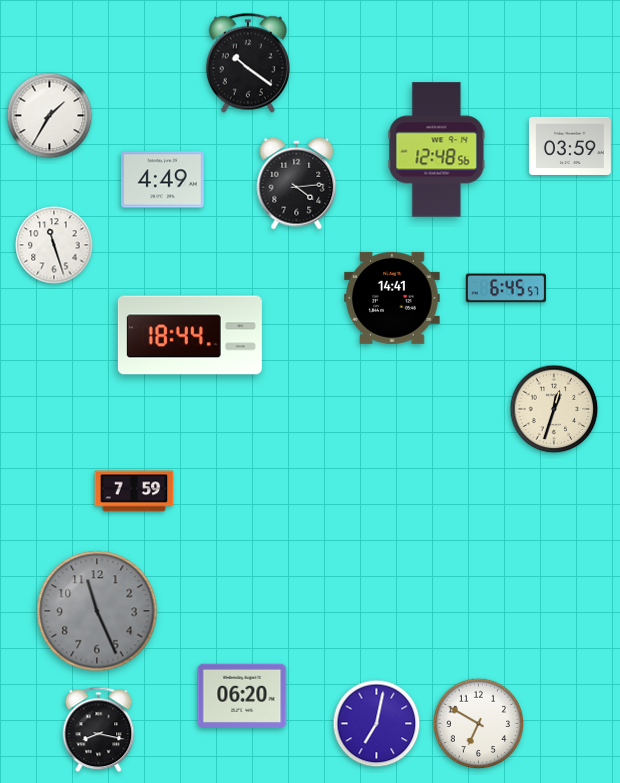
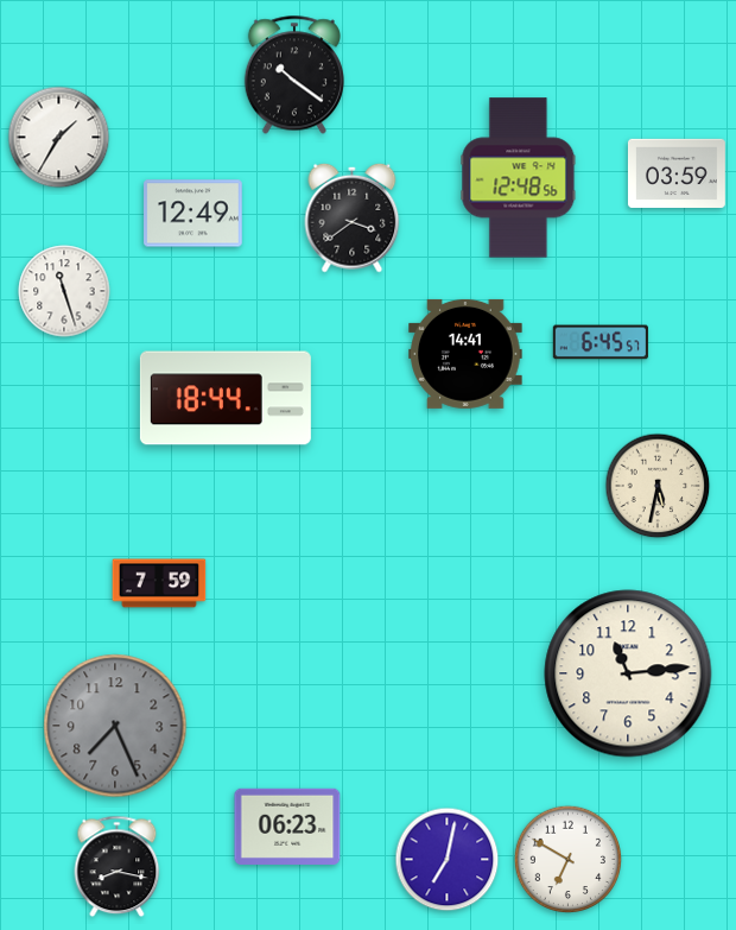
clock at (163, 180): 4:49 -> 12:49
clock at (297, 183): 4:14 -> 3:39
clock at (554, 409): 12:33 -> 5:32
clock at (628, 673): none -> 11:14
clock at (97, 611): 11:26 -> 7:26
clock at (242, 696): 06:20 -> 06:23
